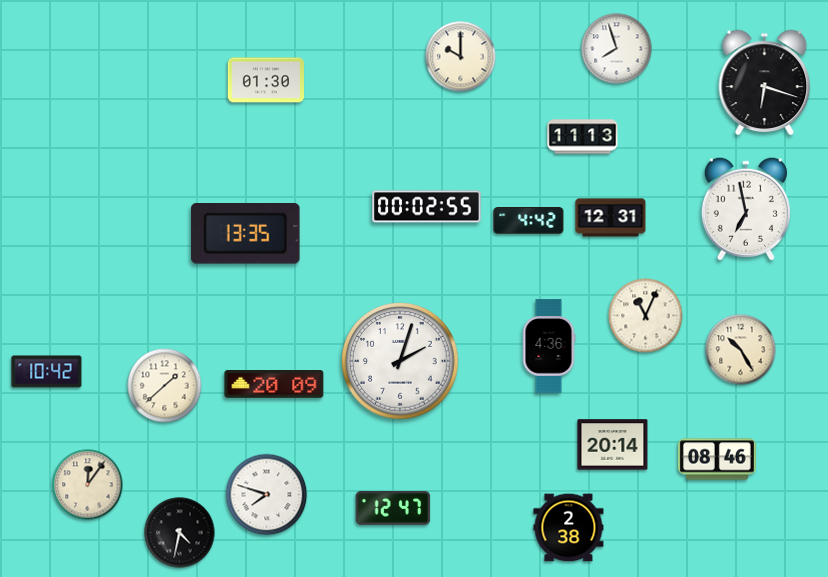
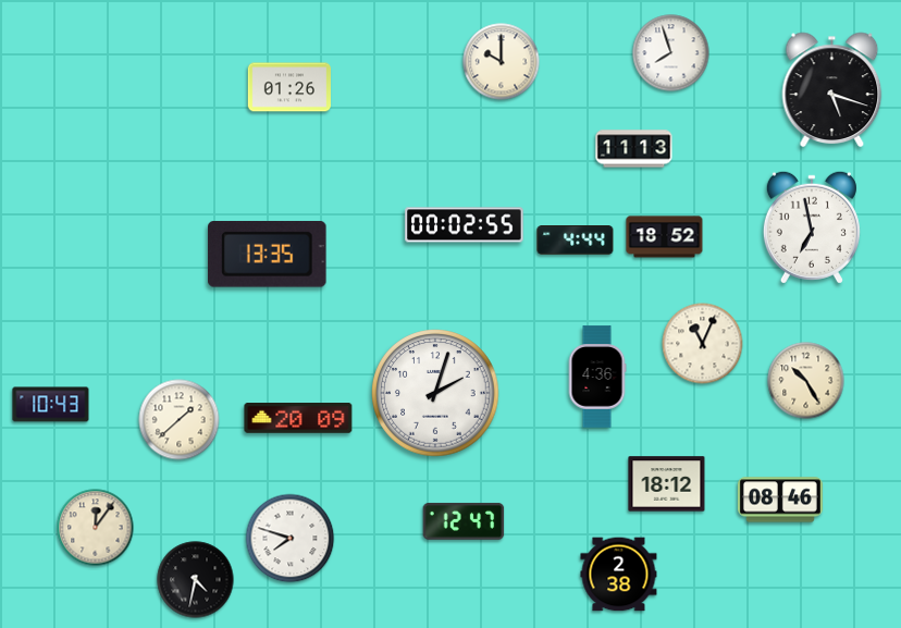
clock at (265, 80): 01:30 -> 01:26
clock at (765, 82): 6:18 -> 5:18
clock at (611, 218): 12:31 -> 18:52
clock at (529, 221): 4:42 -> 4:44
clock at (47, 372): 10:42 -> 10:43
clock at (613, 445): 20:14 -> 18:12
clock at (393, 508) position: (393, 508) -> (464, 521)
